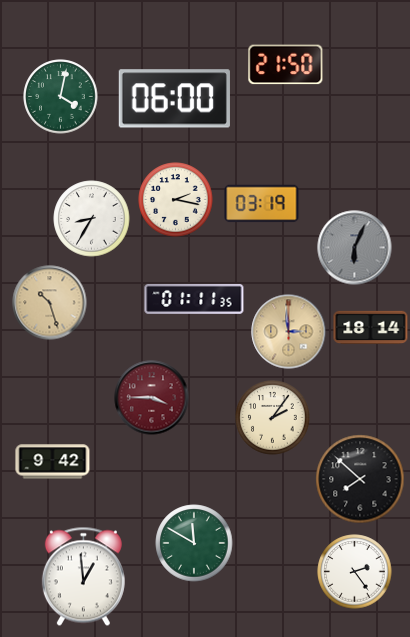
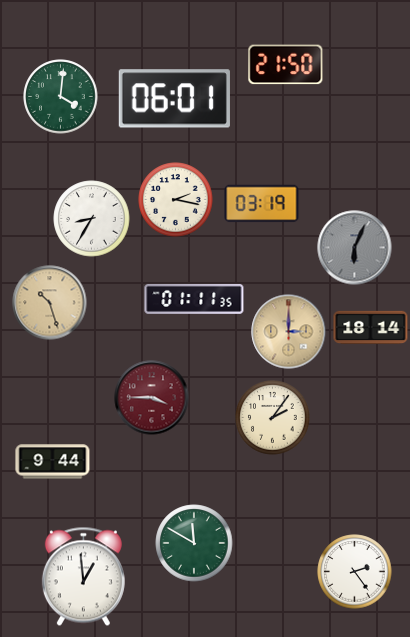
clock at (61, 97): 4:02 -> 4:01
clock at (174, 99): 06:00 -> 06:01
clock at (289, 332): 2:59 -> 3:00
clock at (53, 462): 9:42 -> 9:44
clock at (360, 479): 7:52 -> none
